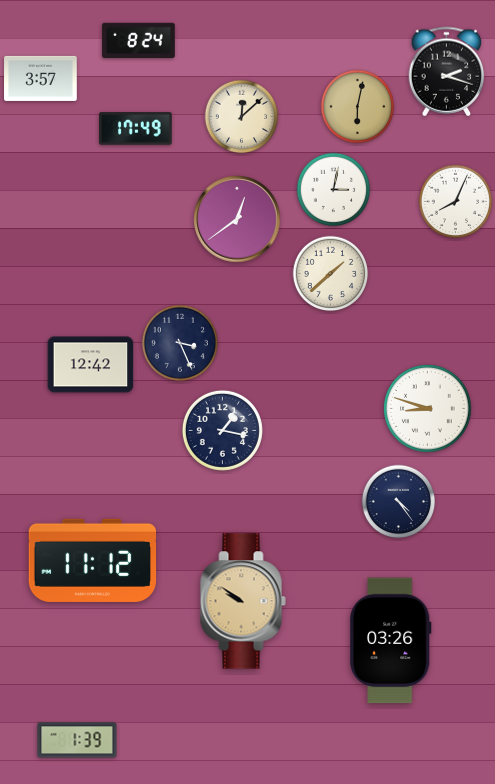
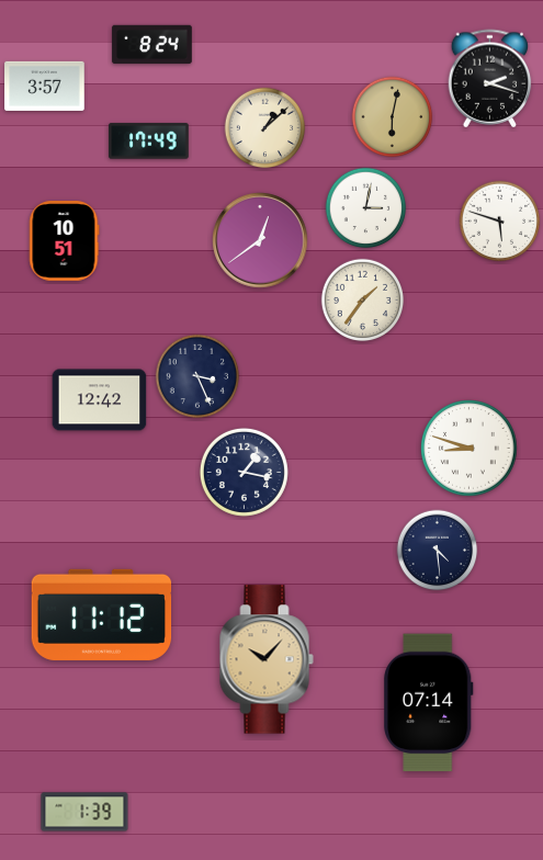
clock at (242, 117): 12:08 -> 1:08
clock at (456, 202): 8:04 -> 5:48
clock at (64, 241): none -> 10:51
clock at (331, 274): 1:38 -> 1:36
clock at (399, 502): 4:24 -> 4:29
clock at (243, 601): 9:51 -> 10:07
clock at (391, 641): 03:26 -> 07:14
